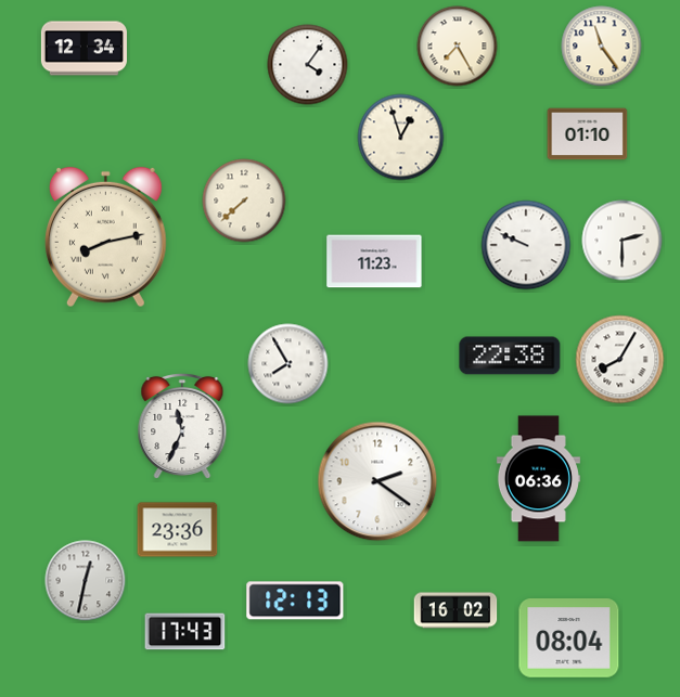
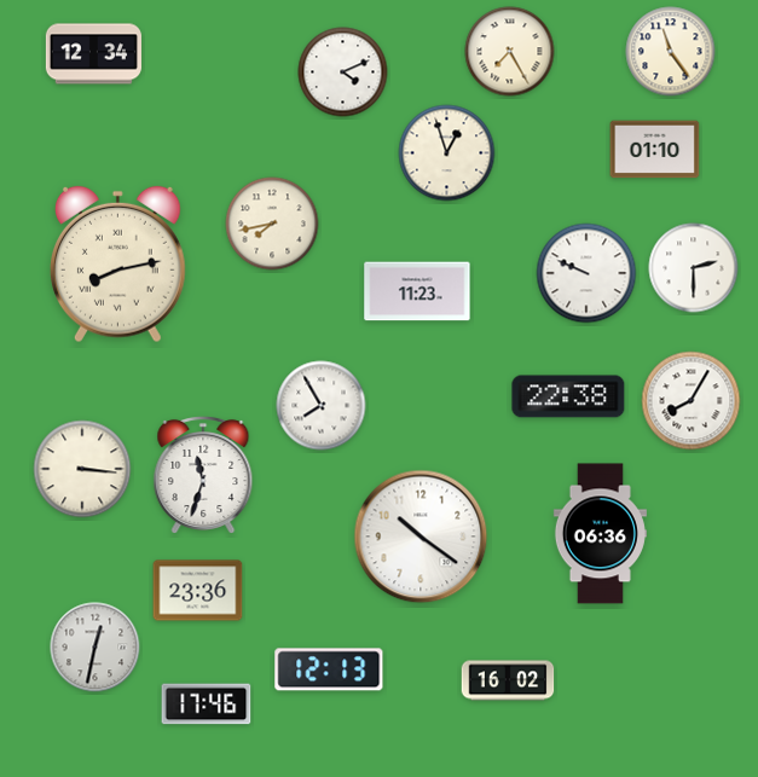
clock at (308, 65): 4:06 -> 4:11
clock at (244, 201): 7:38 -> 7:43
clock at (82, 469): none -> 3:16
clock at (182, 427): 11:34 -> 11:33
clock at (377, 481): 2:21 -> 10:21
clock at (185, 632): 17:43 -> 17:46
clock at (569, 638): 08:04 -> none
